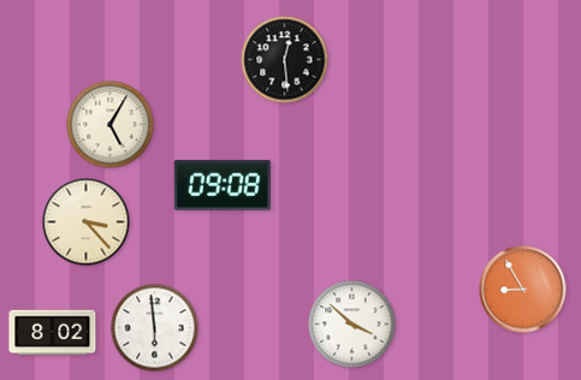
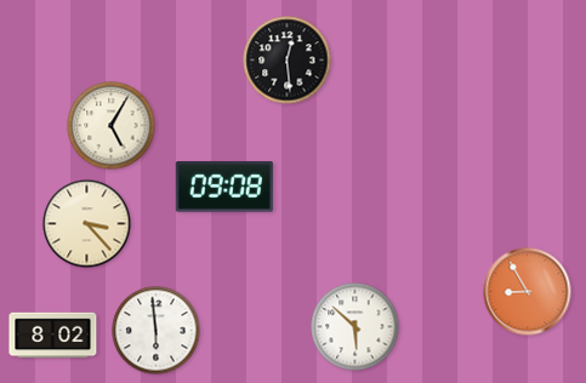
clock at (352, 325): 3:52 -> 5:52
